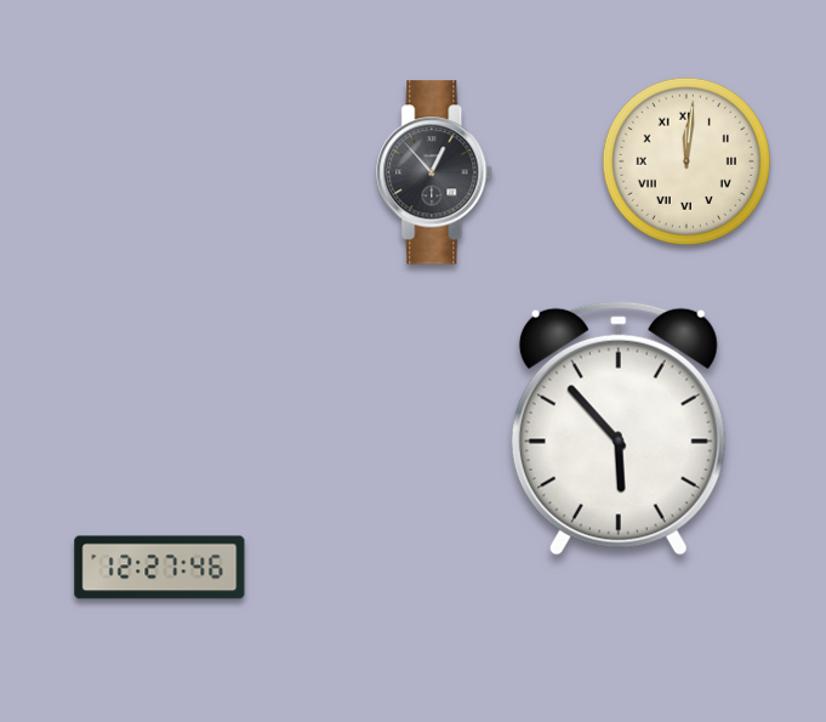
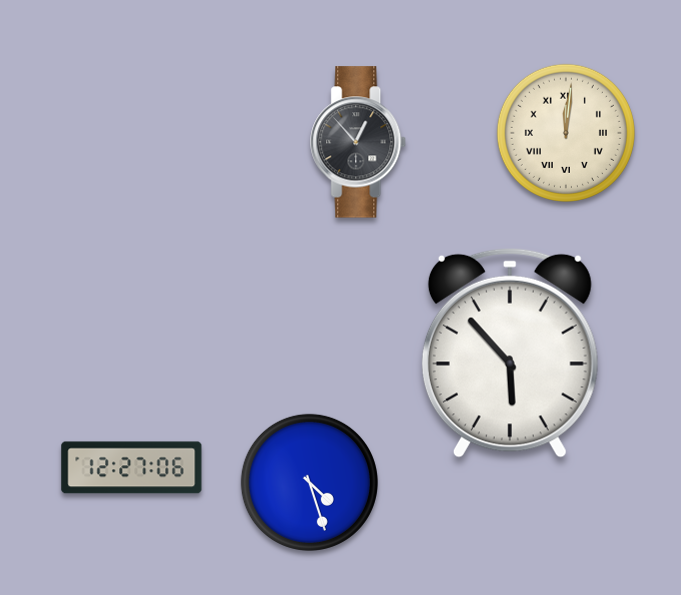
clock at (160, 568): 12:27:46 -> 12:27:06
clock at (309, 482): none -> 4:27
